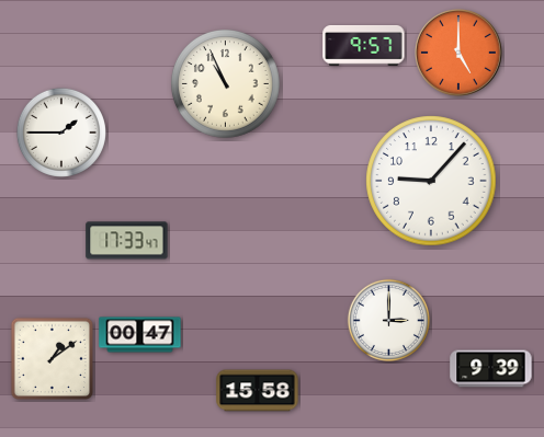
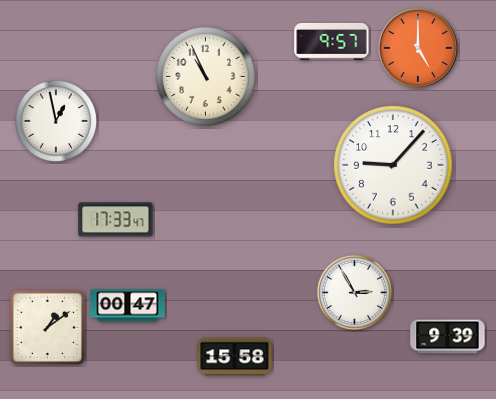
clock at (61, 133): 1:45 -> 12:58
clock at (388, 320): 3:00 -> 2:55
